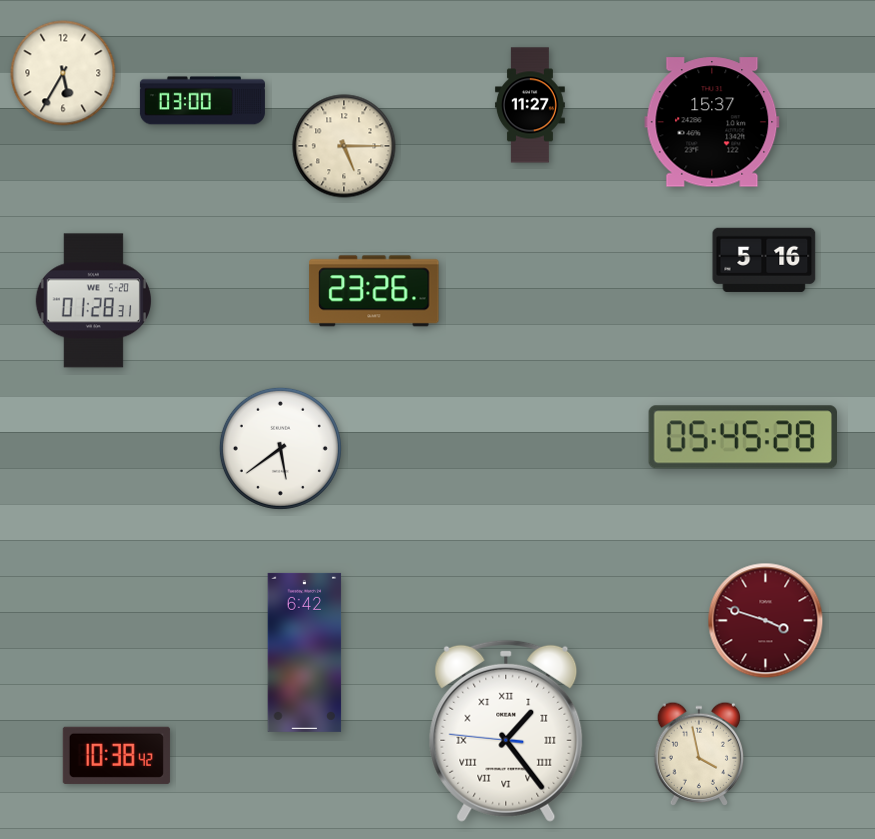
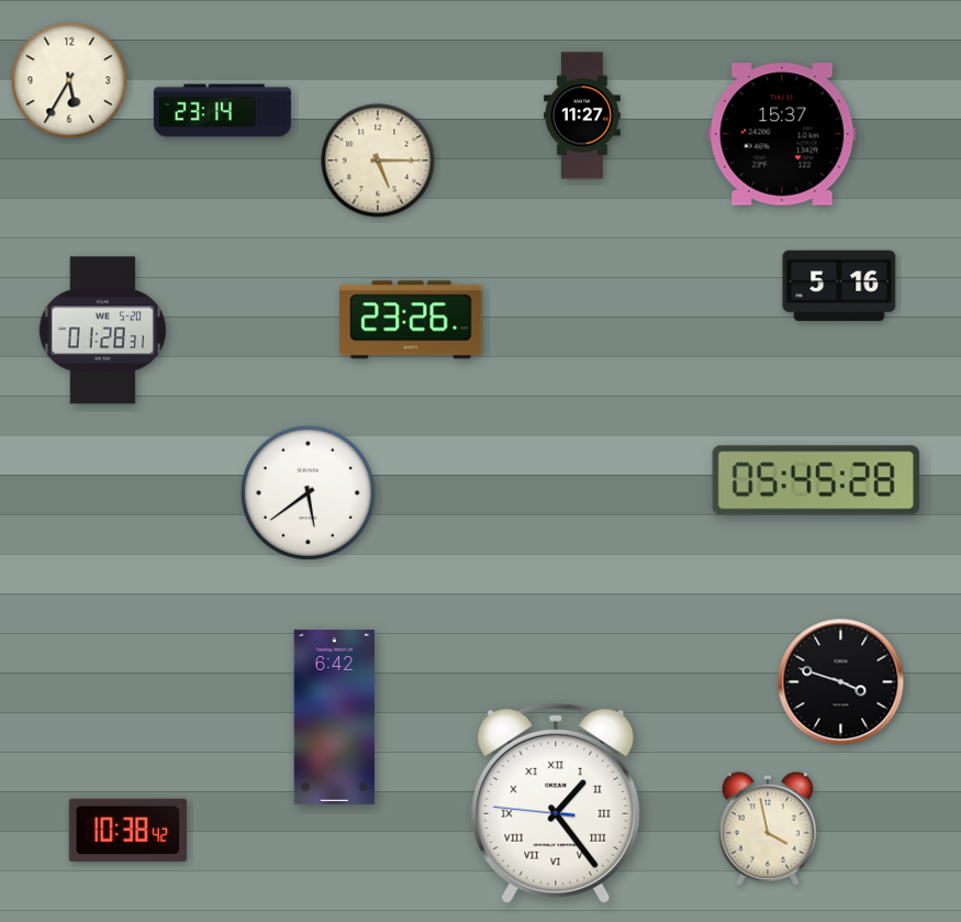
clock at (202, 101): 03:00 -> 23:14
clock at (766, 621) dial: burgundy -> black
